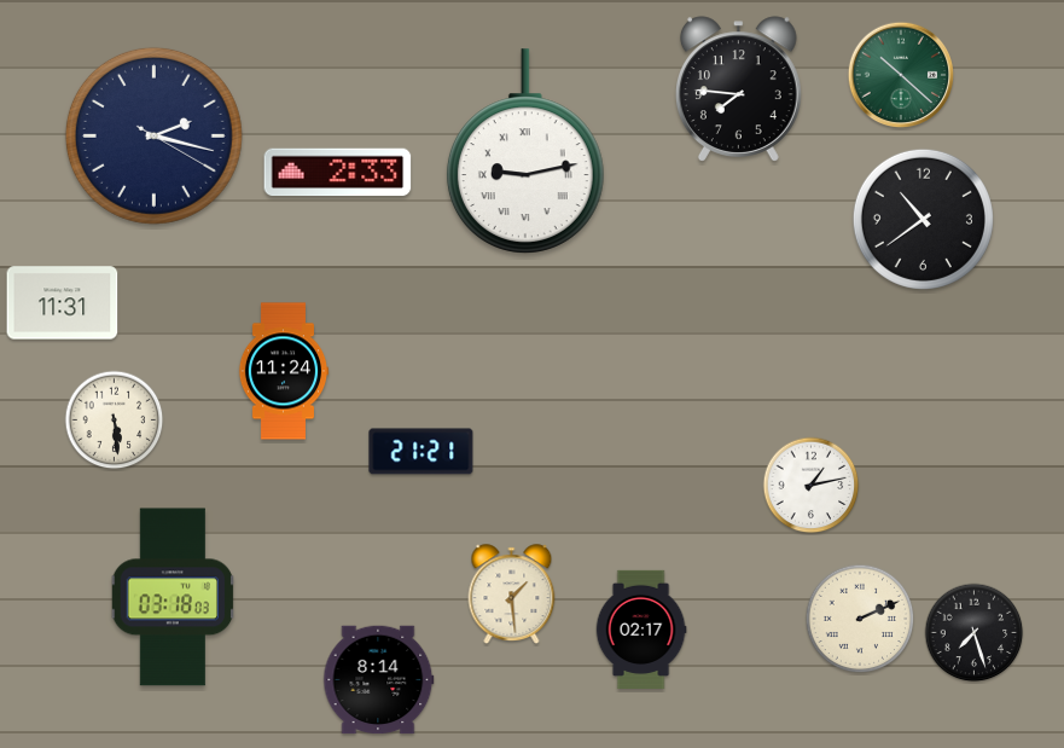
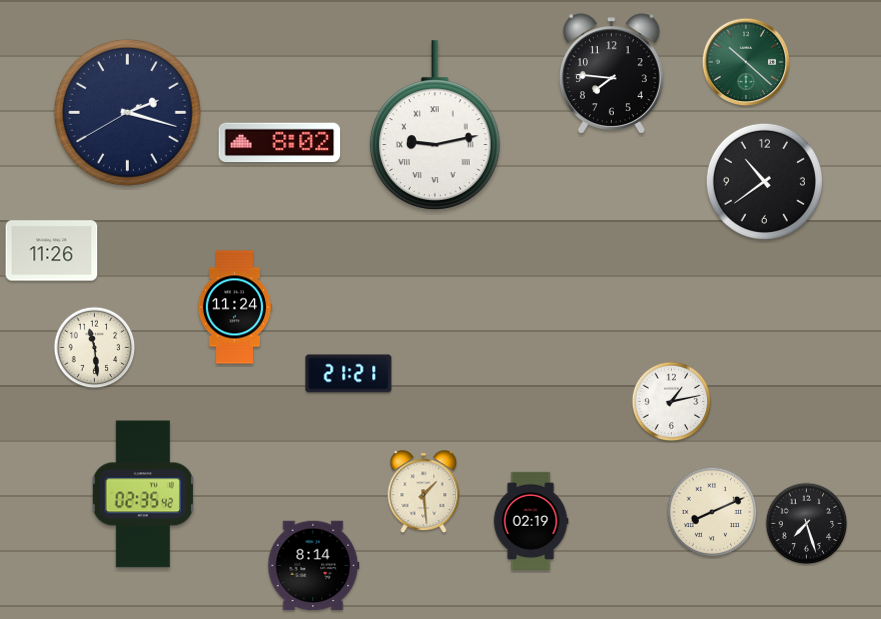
clock at (153, 135): 2:17:20 -> 2:17:40
clock at (338, 173): 2:33 -> 8:02
clock at (63, 303): 11:31 -> 11:26
clock at (115, 421): 5:29 -> 11:29
clock at (171, 597): 03:18 -> 02:35
clock at (860, 619): 2:11 -> 8:11
clock at (641, 628): 02:17 -> 02:19
clock at (379, 680) position: (379, 680) -> (314, 566)
